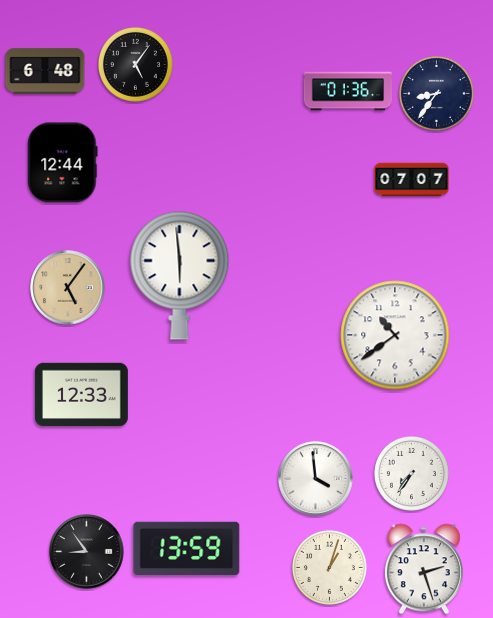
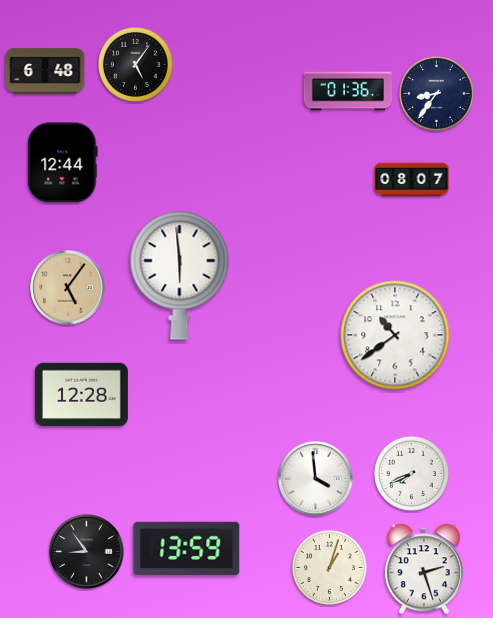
clock at (412, 180): 07:07 -> 08:07
clock at (81, 395): 12:33 -> 12:28
clock at (411, 473): 7:36 -> 7:41
